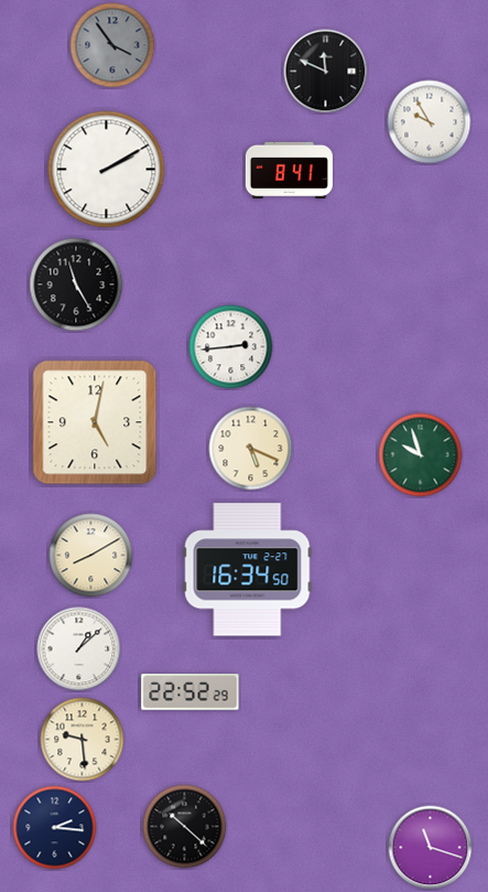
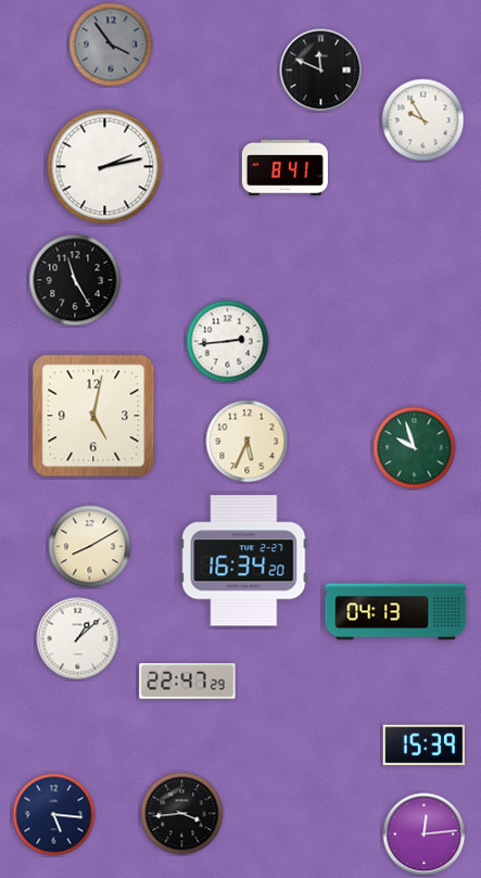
clock at (107, 170): 2:10 -> 2:13
clock at (251, 449): 5:19 -> 5:34
clock at (248, 570): 16:34:50 -> 16:34:20
clock at (396, 612): none -> 04:13
clock at (191, 692): 22:52 -> 22:47
clock at (83, 740): 9:29 -> none
clock at (423, 745): none -> 15:39
clock at (185, 827): 10:22 -> 3:44
clock at (55, 828): 2:16 -> 5:16
clock at (431, 848): 11:18 -> 12:14
